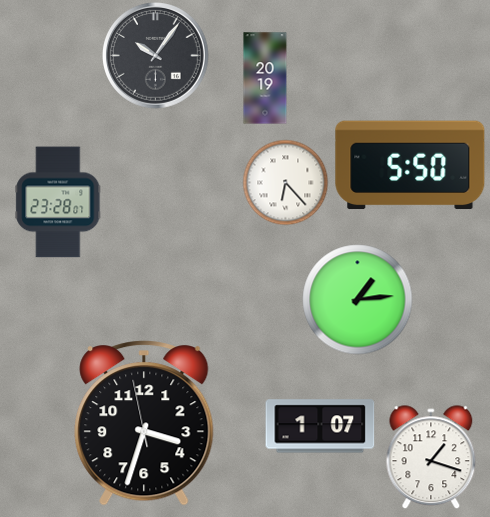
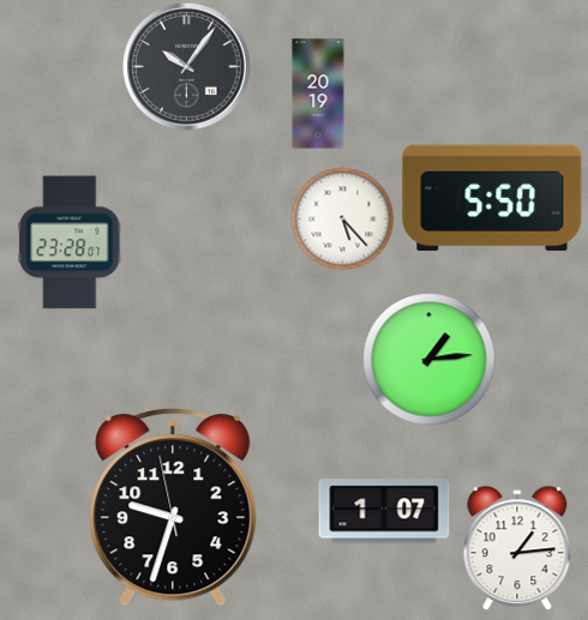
clock at (285, 182): 6:23 -> 5:23
clock at (144, 423): 3:32 -> 9:32
clock at (431, 457): 1:18 -> 1:14
